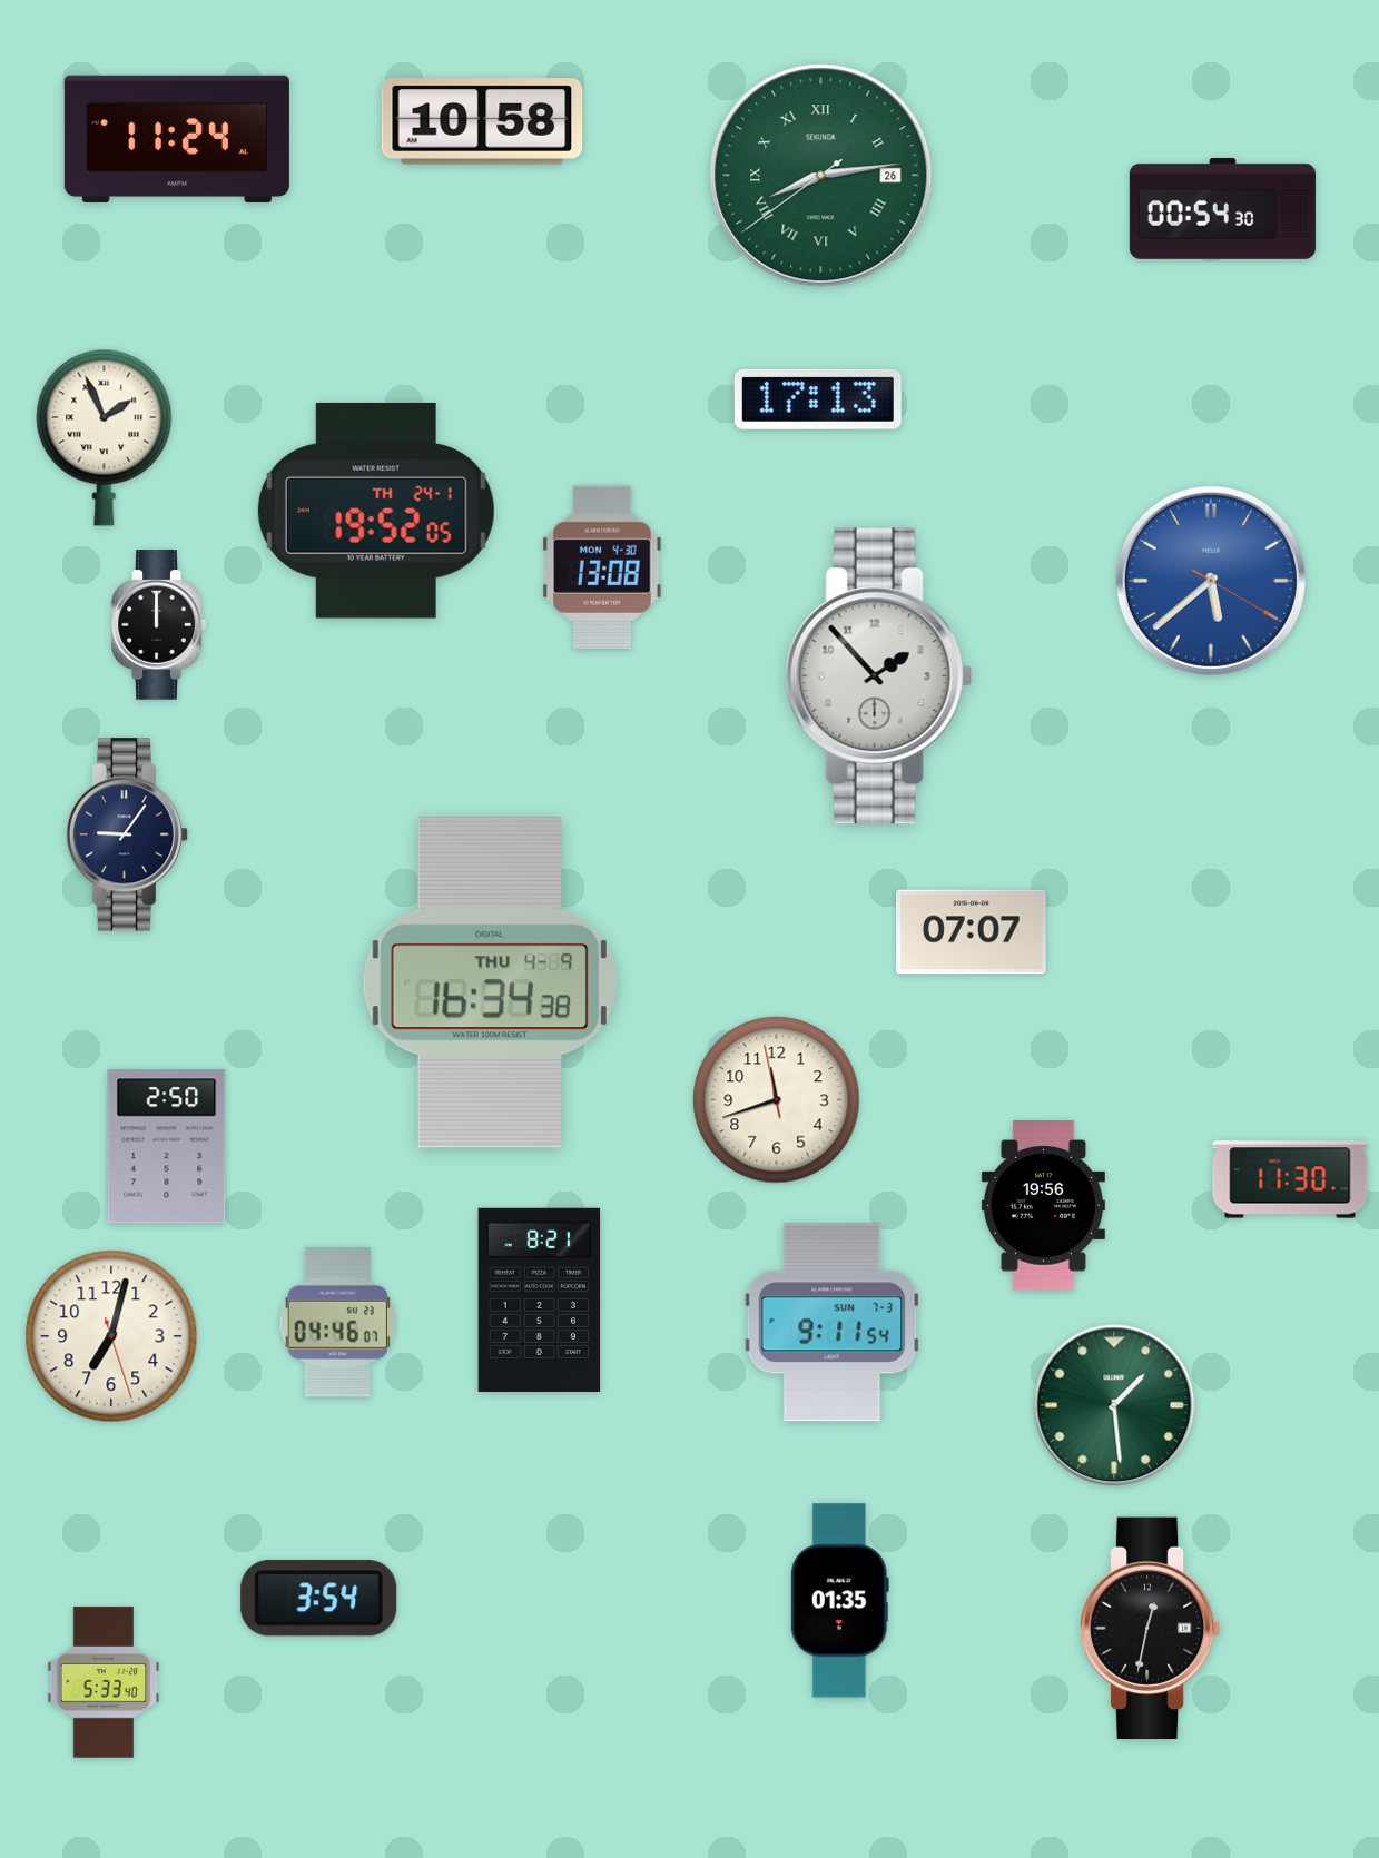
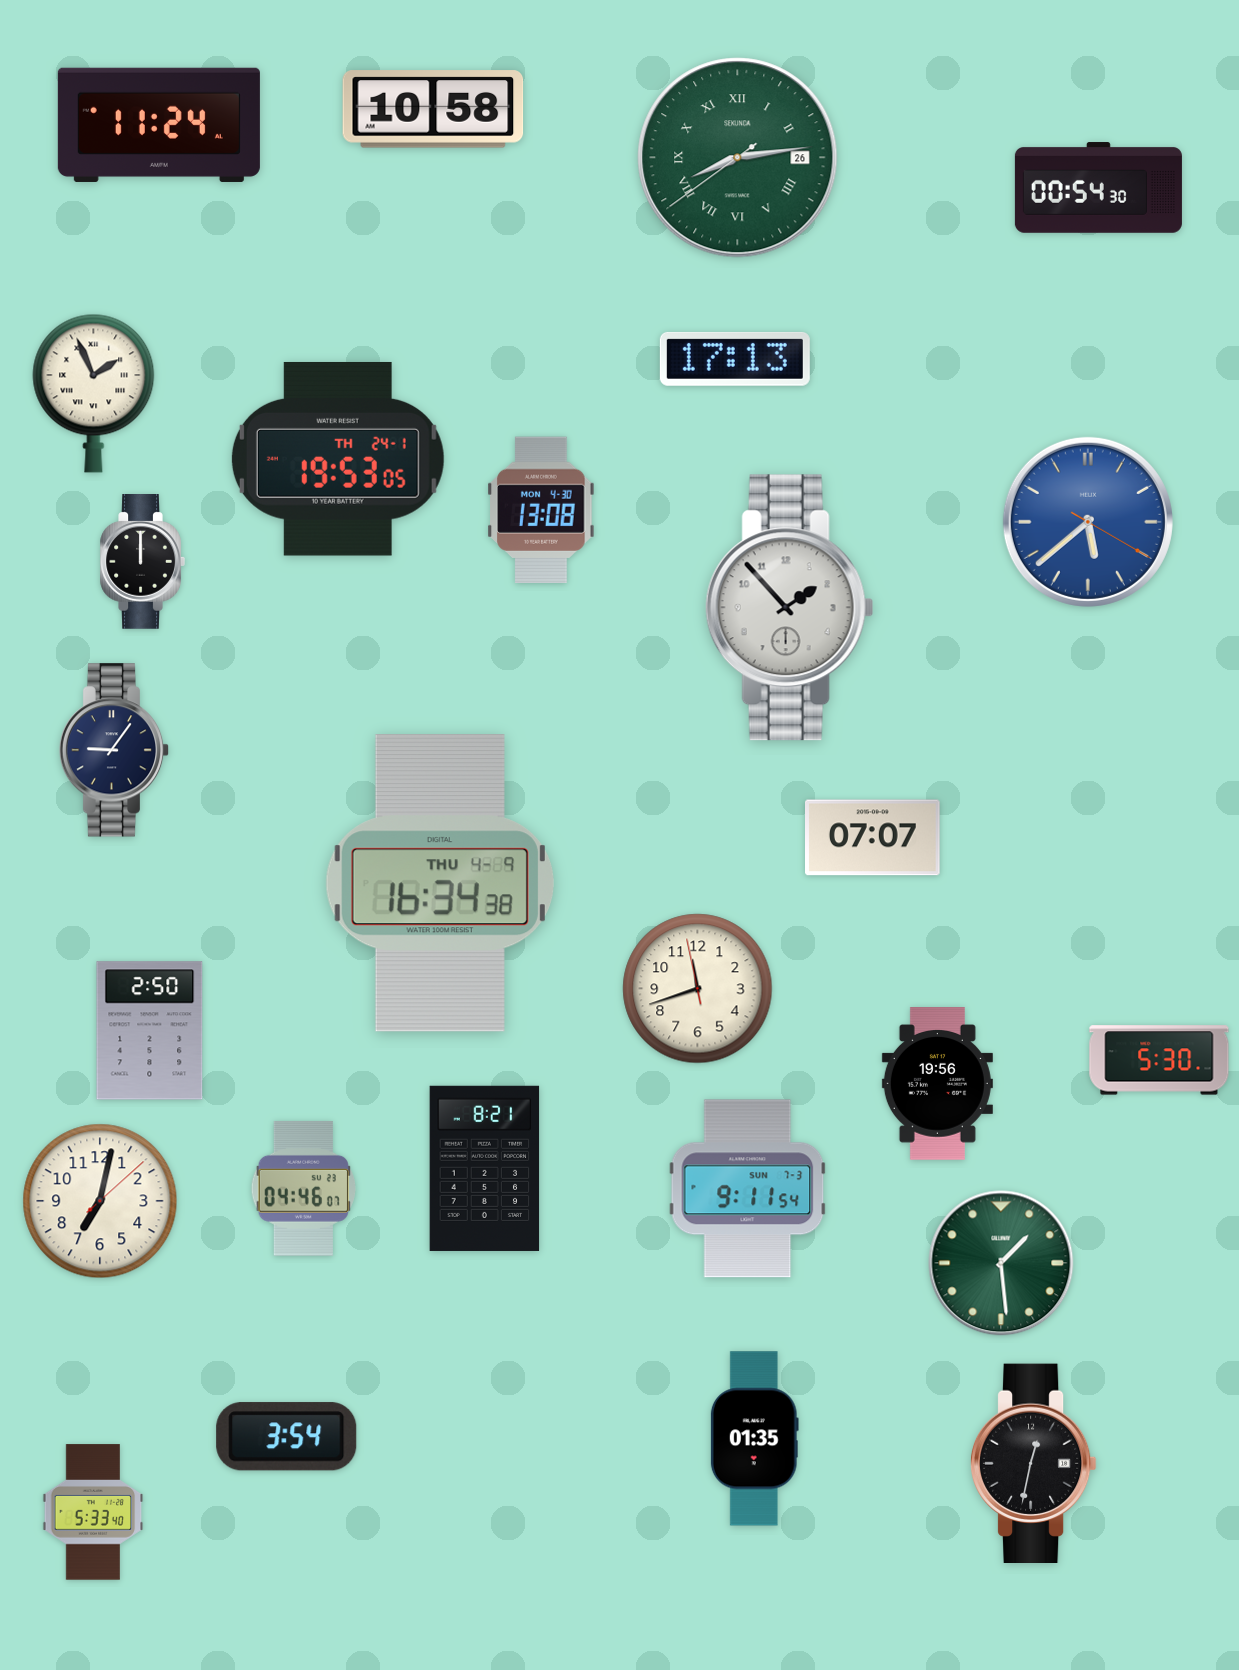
clock at (376, 511): 19:52 -> 19:53
clock at (1290, 1179): 11:30 -> 5:30
clock at (111, 1336): 7:02:27 -> 7:02:08
